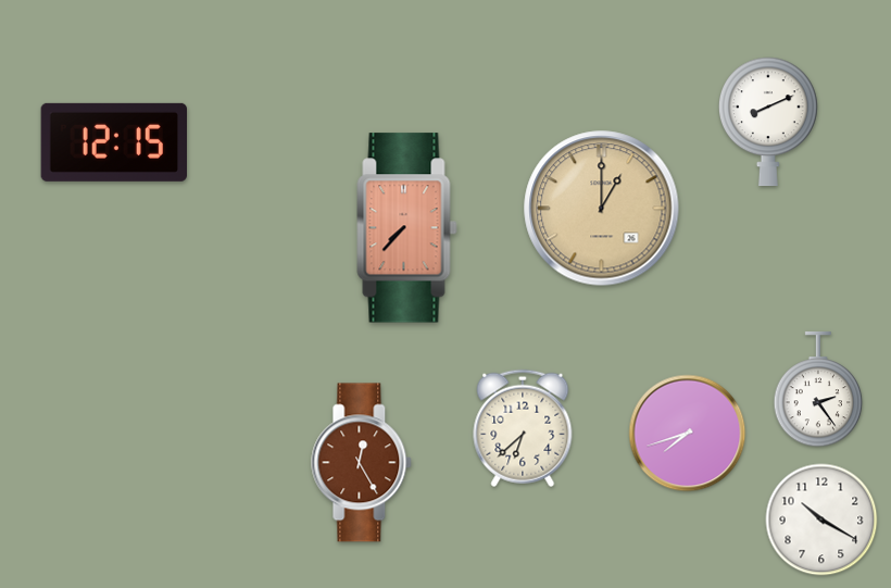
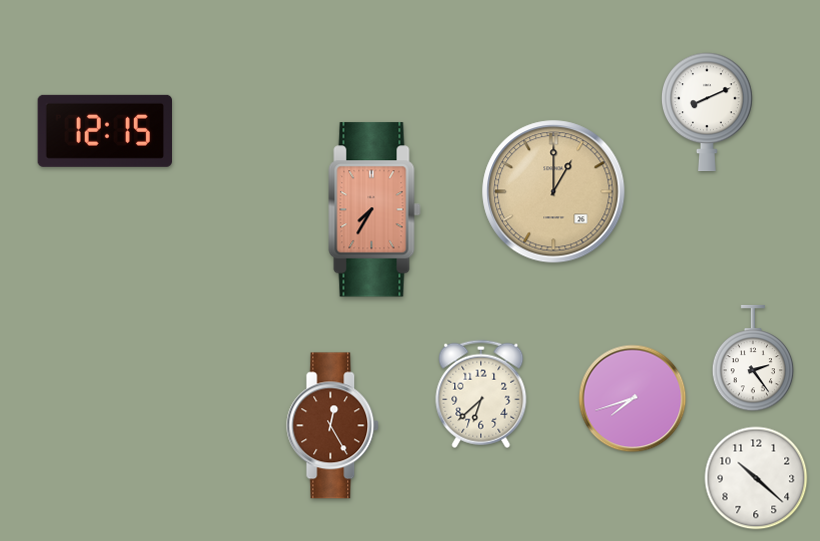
clock at (407, 228): 7:37 -> 7:35
clock at (821, 520): 10:20 -> 10:22
